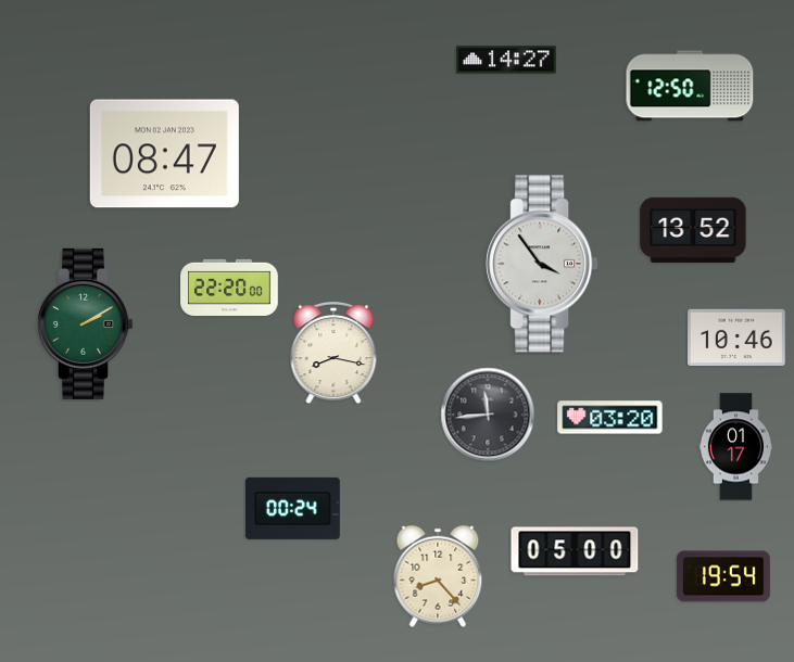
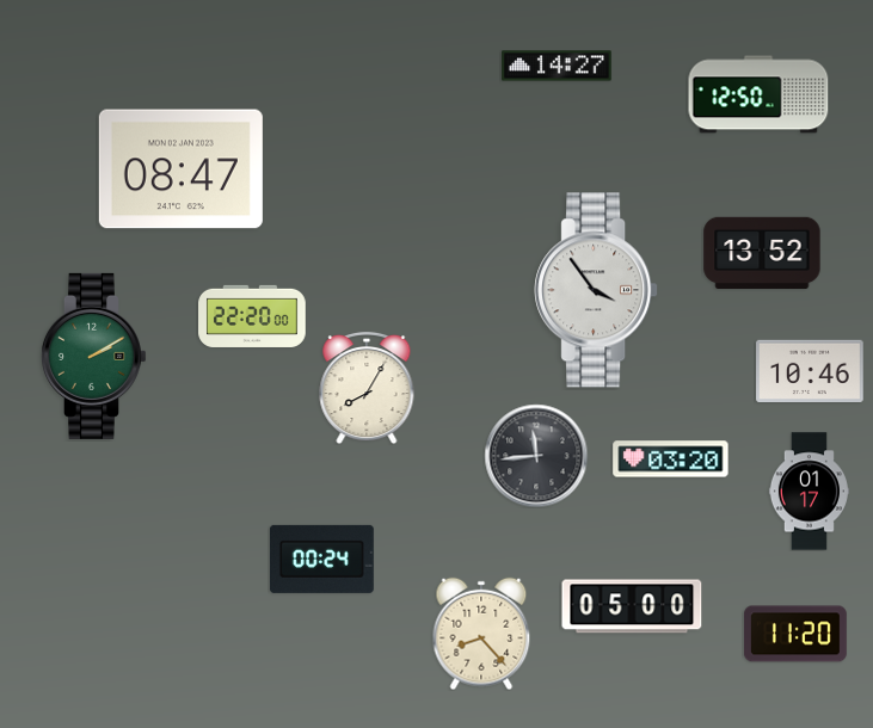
clock at (333, 353): 8:17 -> 8:05
clock at (723, 576): 19:54 -> 11:20
